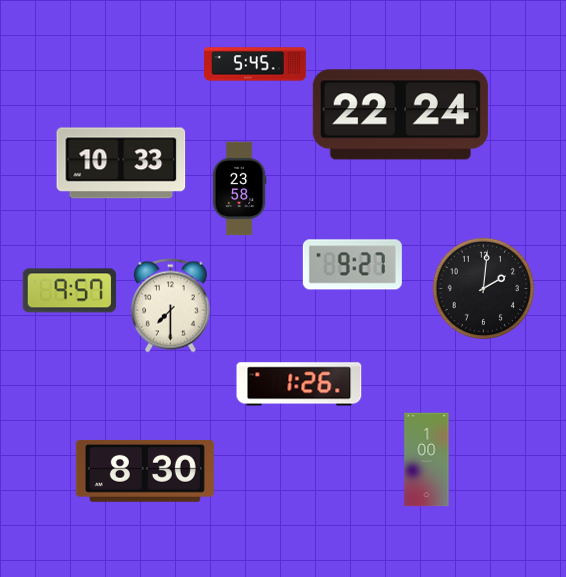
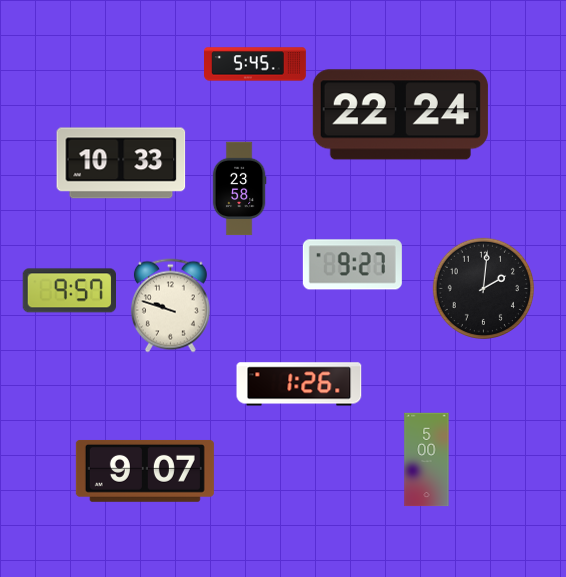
clock at (170, 306): 7:30 -> 9:48
clock at (427, 460): 1:00 -> 5:00
clock at (145, 471): 8:30 -> 9:07
